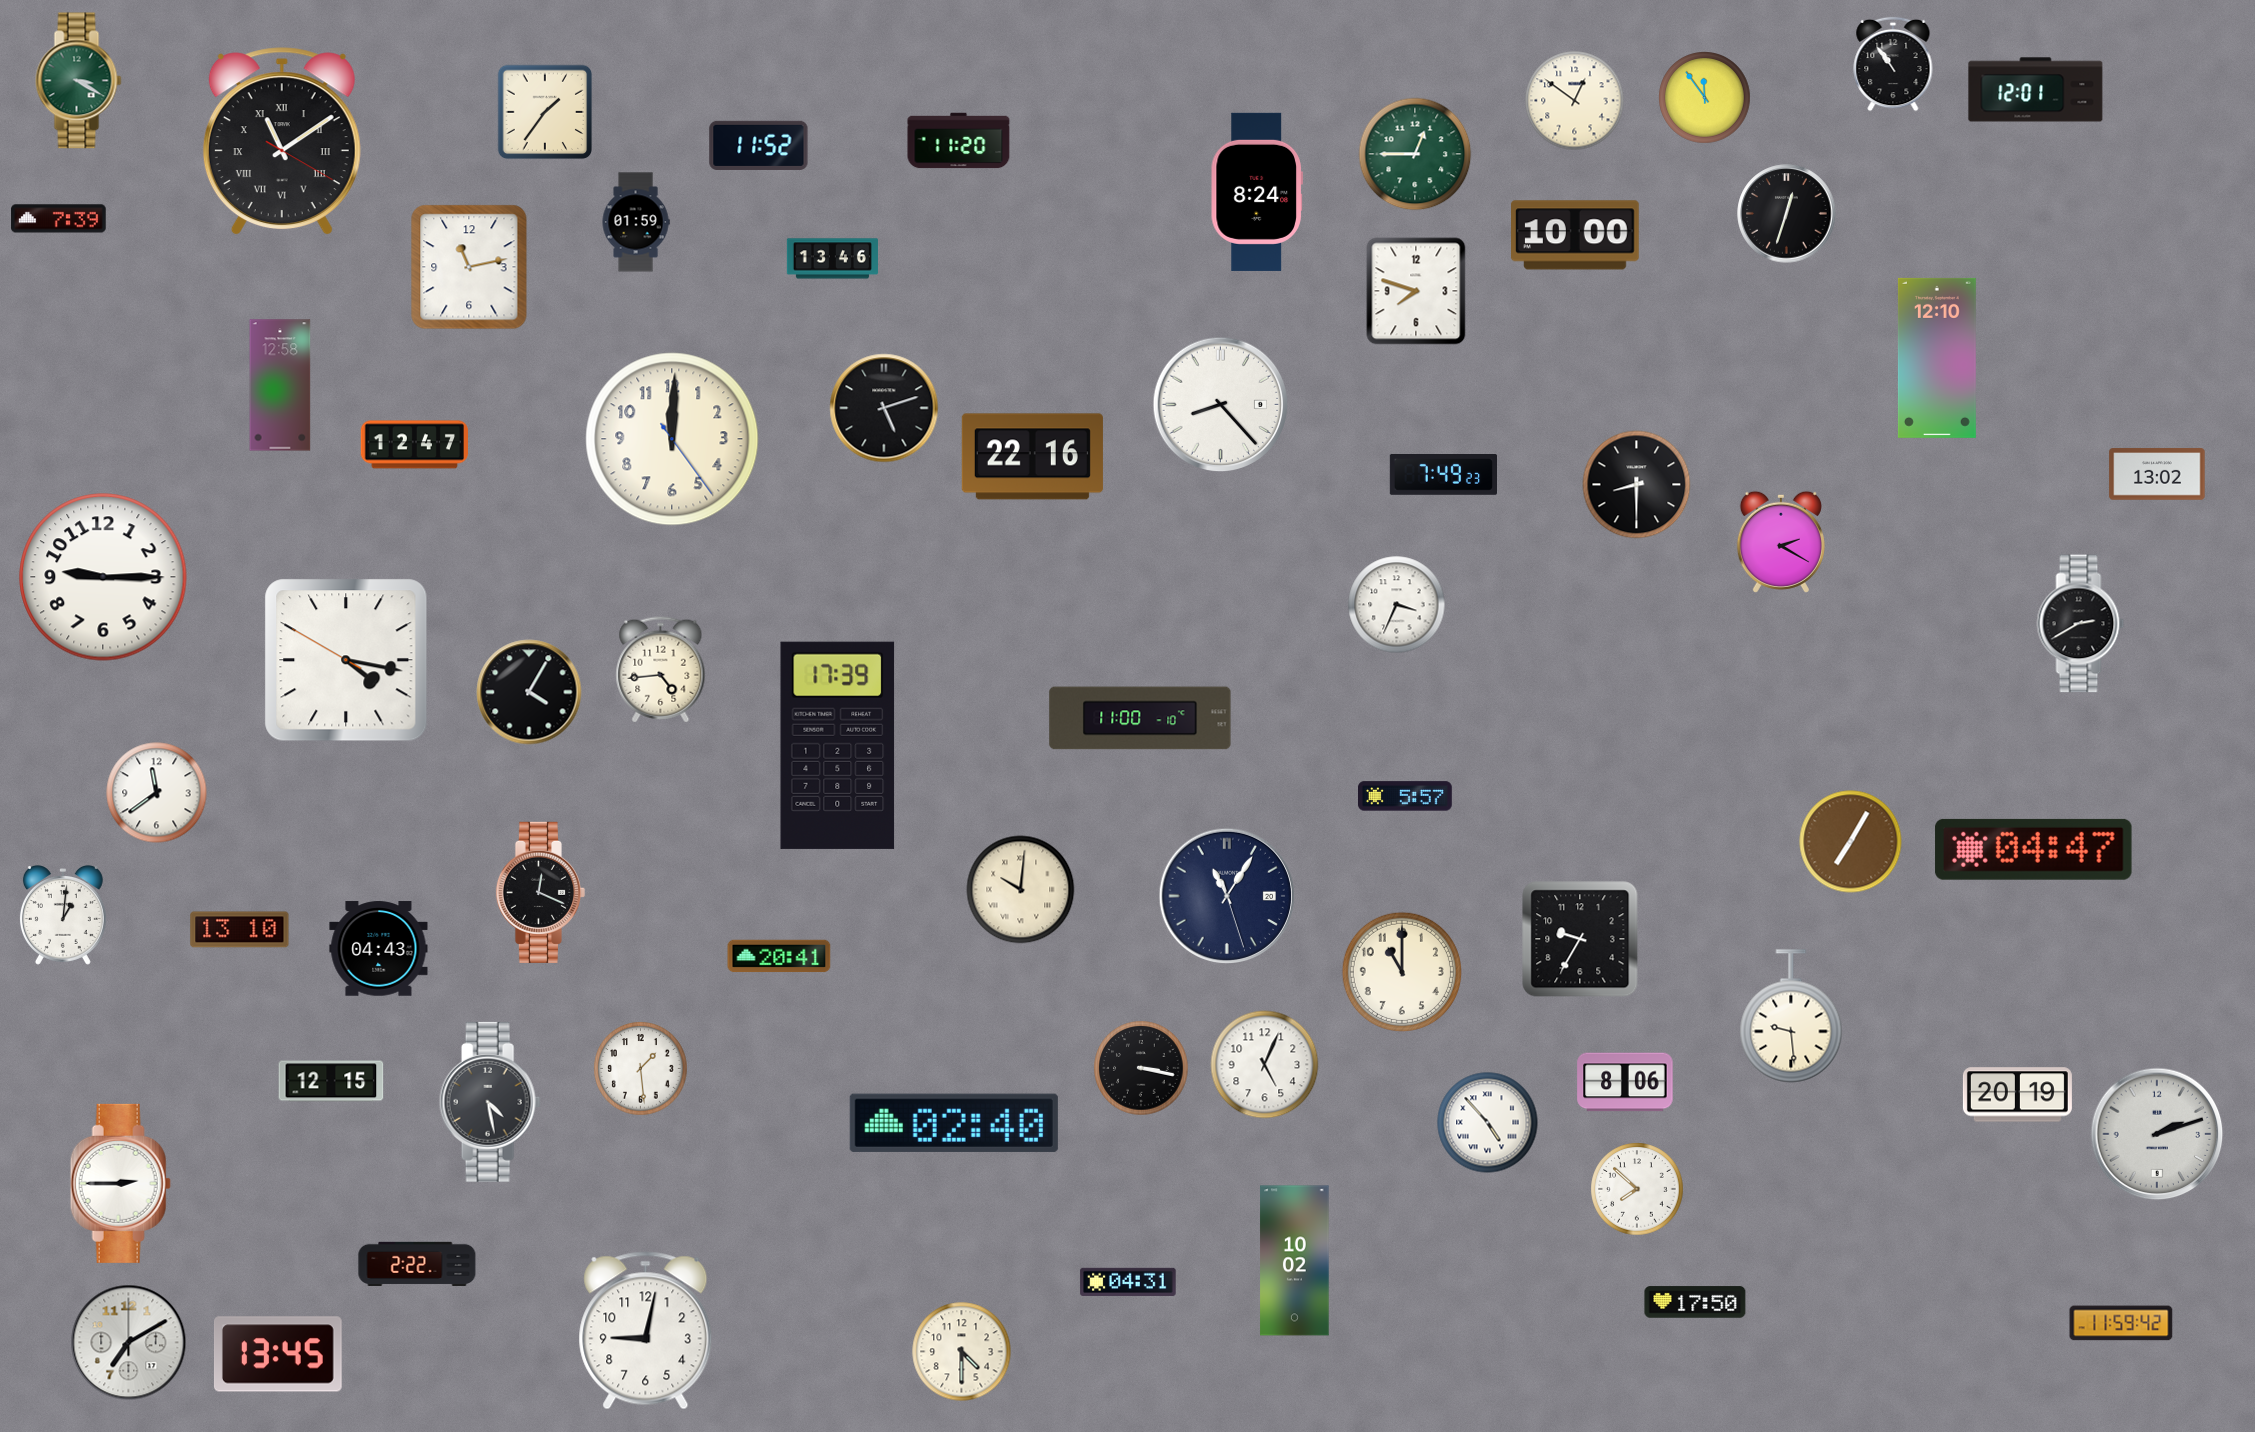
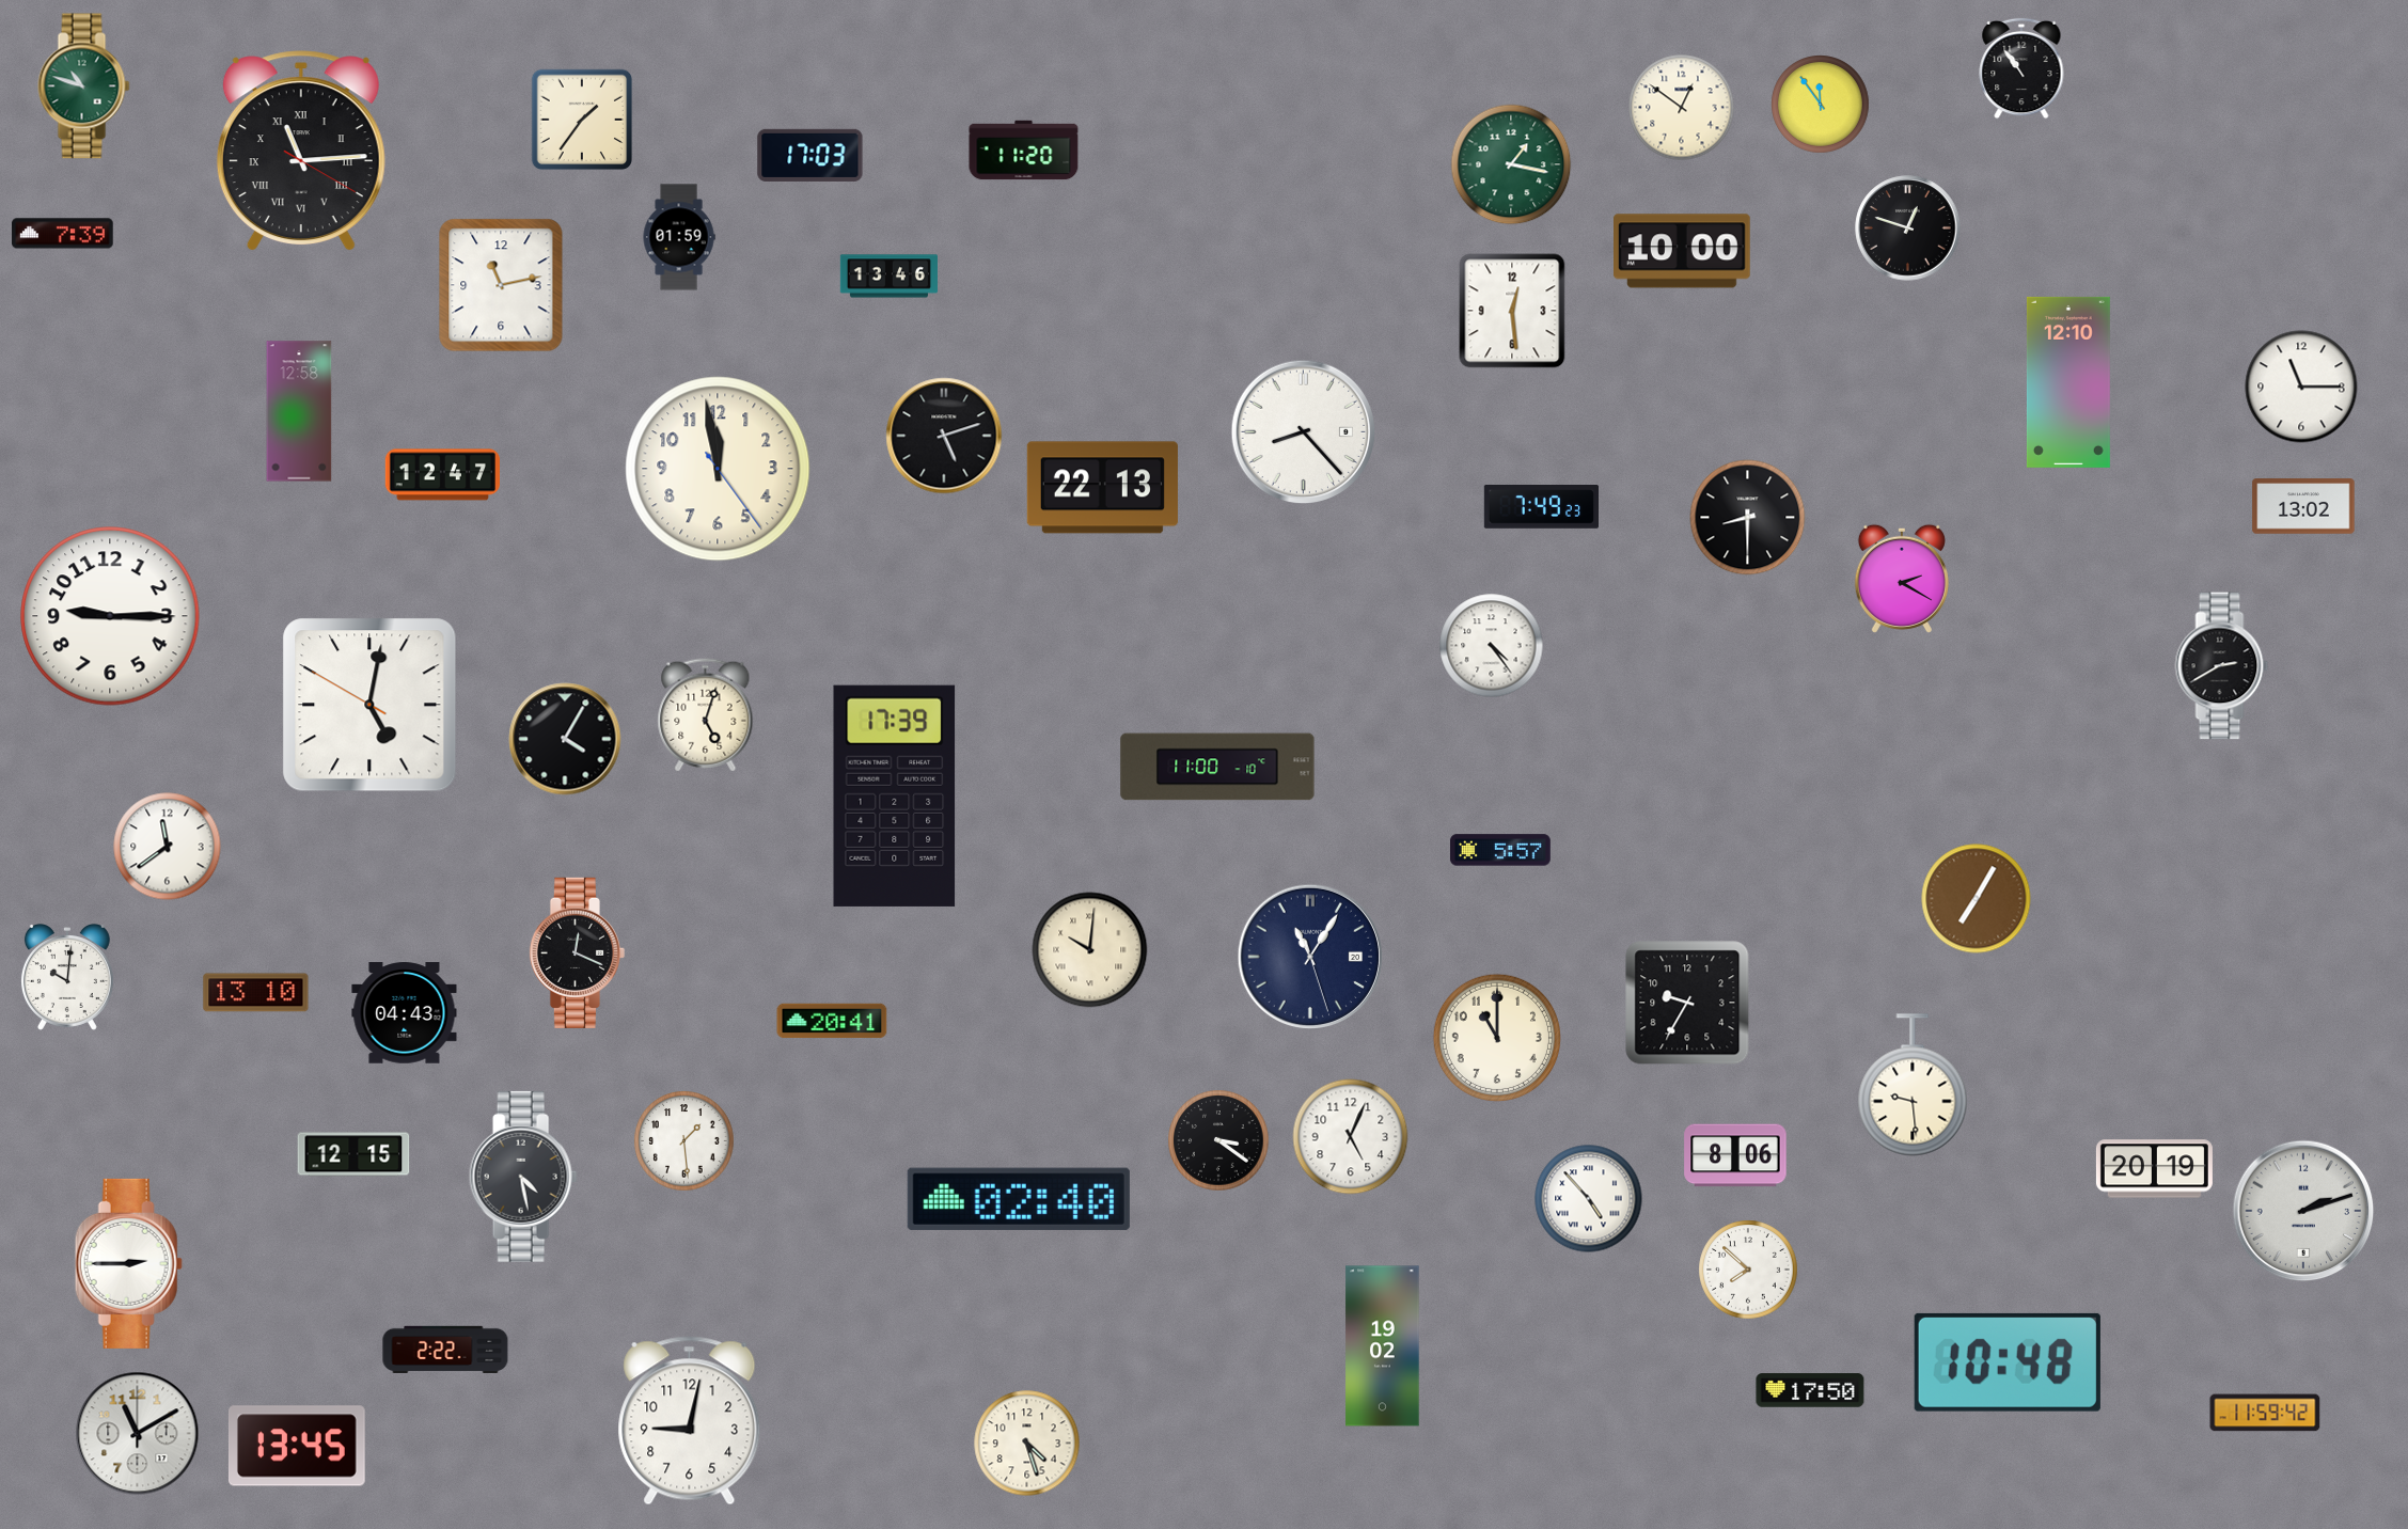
clock at (79, 81): 3:20 -> 10:48
clock at (2036, 90): 12:01 -> none
clock at (282, 142): 11:09 -> 11:14
clock at (759, 145): 11:52 -> 17:03
clock at (1415, 154): 12:45 -> 1:17
clock at (1257, 192): 8:24 -> none
clock at (1787, 214): 12:33 -> 12:48
clock at (1416, 291): 7:48 -> 12:29
clock at (2301, 387): none -> 11:15
clock at (672, 439): 12:00 -> 11:58
clock at (1032, 457): 22:16 -> 22:13
clock at (1397, 605): 3:34 -> 4:24
clock at (346, 660): 4:16 -> 5:01
clock at (661, 670): 4:44 -> 5:03
clock at (2034, 849): 04:47 -> none
clock at (63, 916): 1:01 -> 10:01
clock at (1141, 1068): 3:17 -> 3:21
clock at (1295, 1261): 10:02 -> 19:02
clock at (2008, 1362): none -> 10:48
clock at (1128, 1282): 04:31 -> none
clock at (129, 1343): 7:10 -> 11:10
clock at (962, 1352): 4:30 -> 4:27
